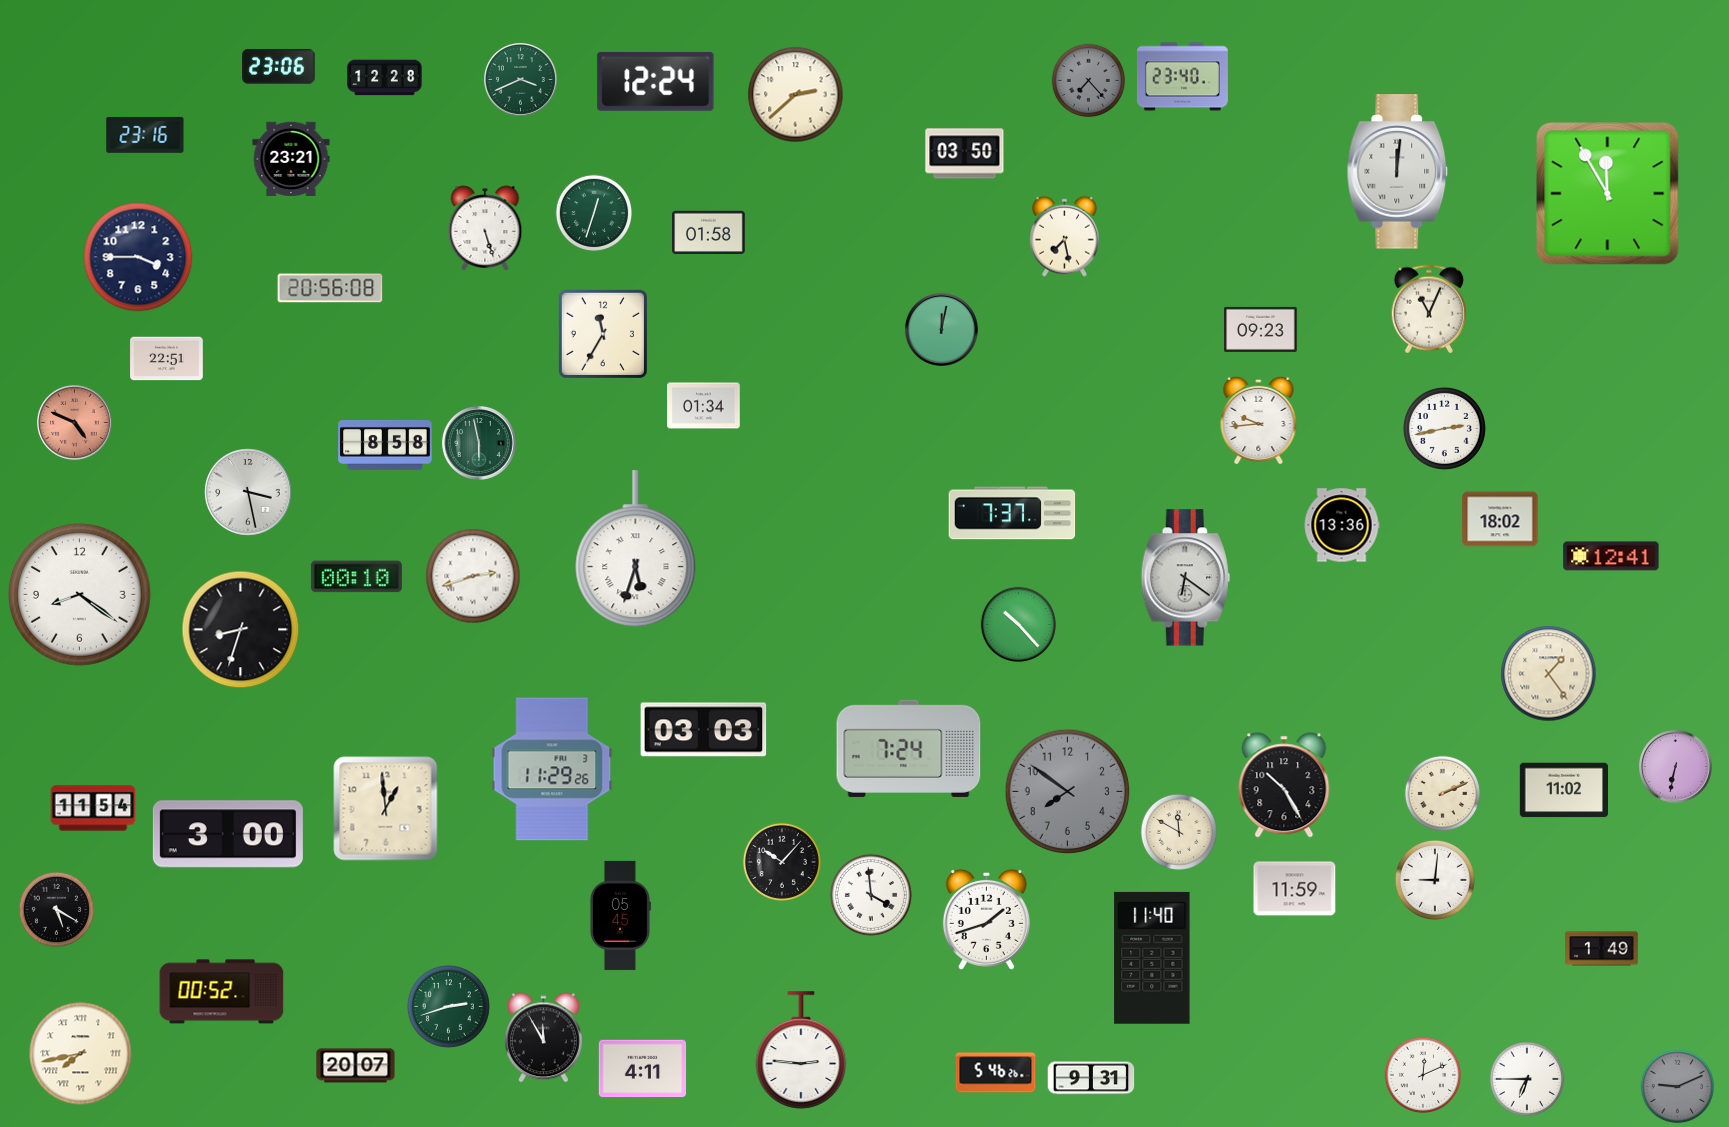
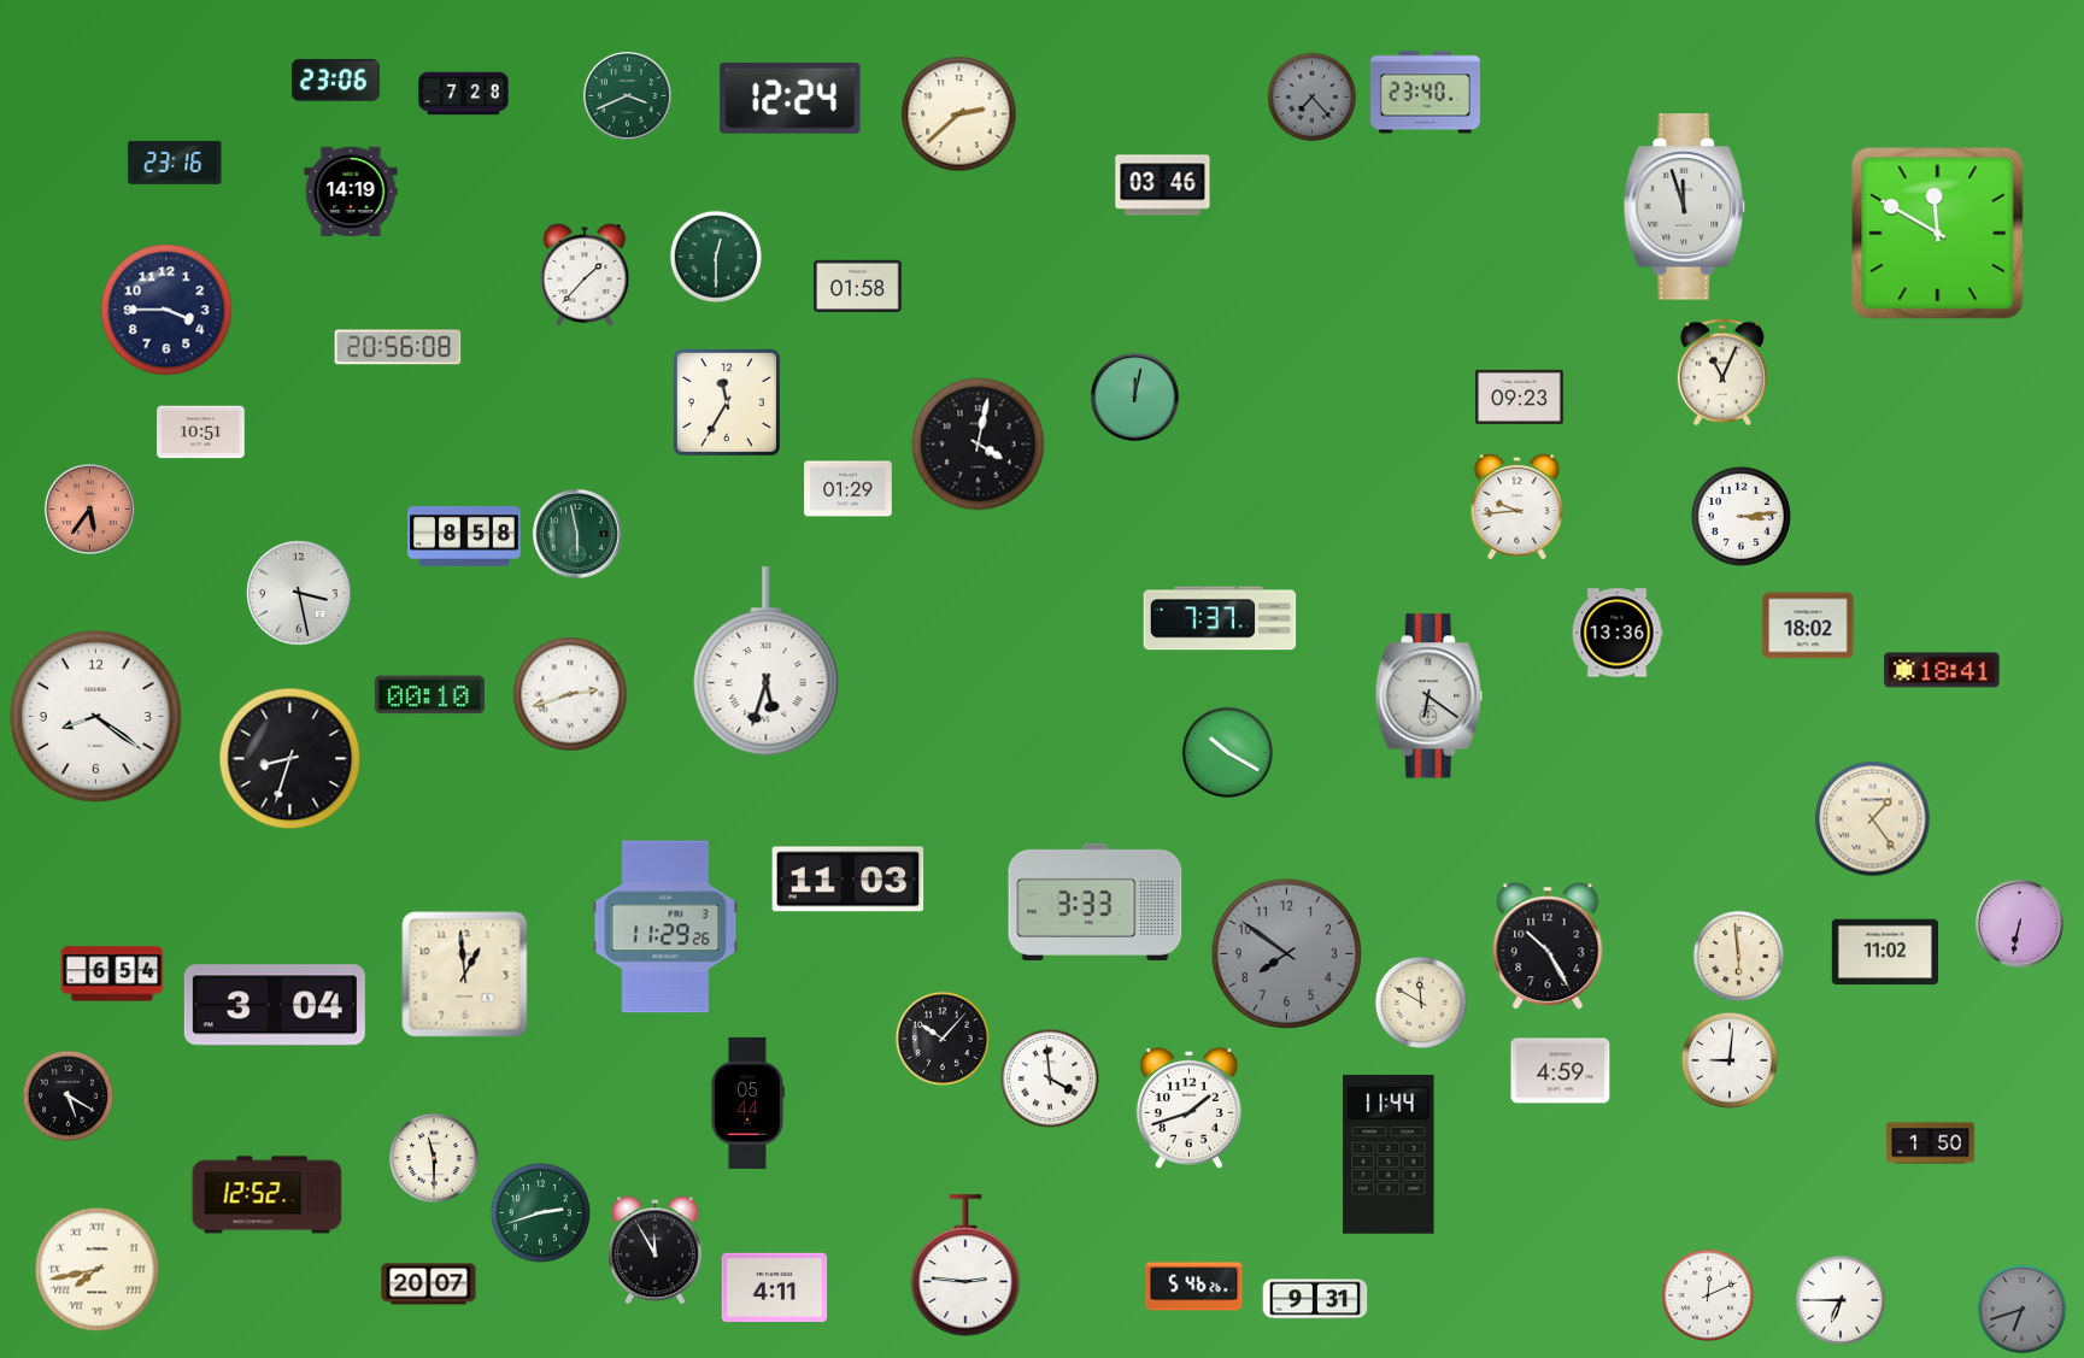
clock at (385, 78): 12:28 -> 7:28
clock at (965, 154): 03:50 -> 03:46
clock at (291, 158): 23:21 -> 14:19
clock at (1398, 172): 12:01 -> 11:57
clock at (1608, 194): 11:55 -> 11:50
clock at (593, 212): 12:33 -> 12:30
clock at (485, 228): 5:27 -> 1:37
clock at (709, 232) position: (709, 232) -> (858, 286)
clock at (1064, 236): 7:28 -> none
clock at (167, 359): 22:51 -> 10:51
clock at (979, 445): none -> 4:02
clock at (704, 406): 01:34 -> 01:29
clock at (75, 423): 4:49 -> 5:36
clock at (1444, 428): 2:43 -> 3:14
clock at (1611, 556): 12:41 -> 18:41
clock at (1018, 624): 10:23 -> 10:20
clock at (1549, 674) position: (1549, 674) -> (1873, 819)
clock at (704, 730): 03:03 -> 11:03
clock at (909, 748): 7:24 -> 3:33
clock at (1442, 793): 2:11 -> 5:59
clock at (93, 808): 11:54 -> 6:54
clock at (228, 834): 3:00 -> 3:04
clock at (1295, 889): 11:59 -> 4:59
clock at (620, 915): 05:45 -> 05:44
clock at (1602, 949): 1:49 -> 1:50
clock at (1152, 958): 11:40 -> 11:44
clock at (434, 1158): none -> 11:30
clock at (222, 992): 00:52 -> 12:52
clock at (996, 1073) position: (996, 1073) -> (1194, 1287)
clock at (1422, 1074) position: (1422, 1074) -> (1707, 1294)
clock at (1678, 1087): 9:11 -> 6:42
